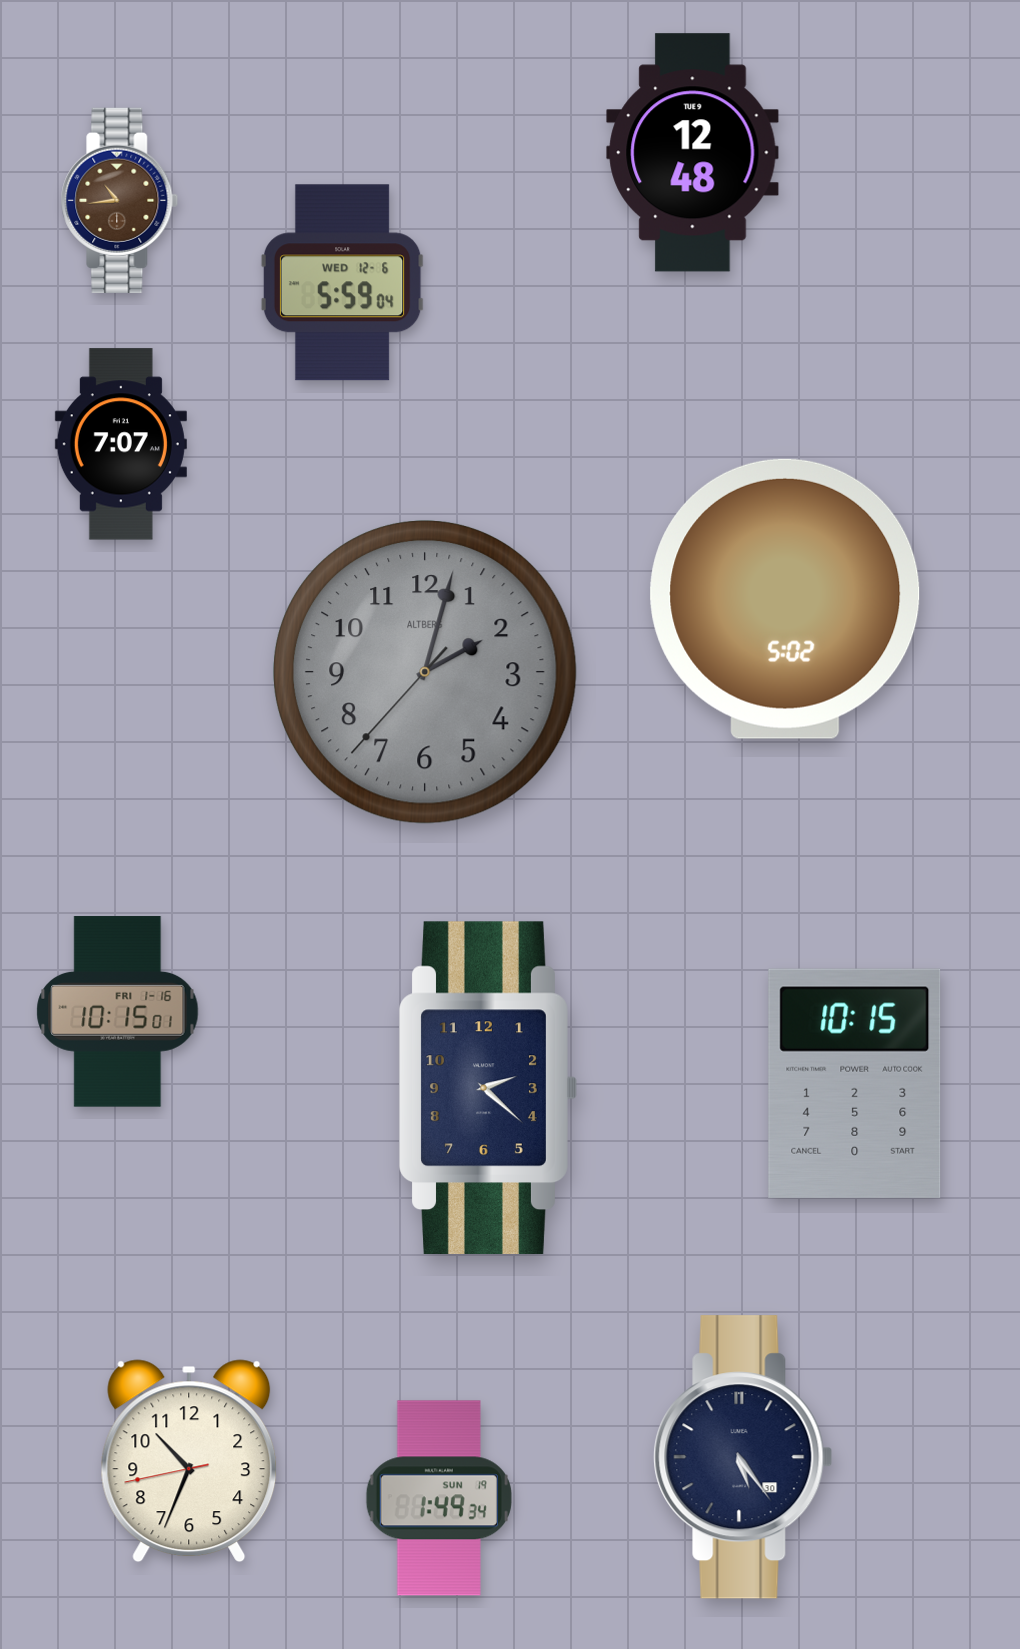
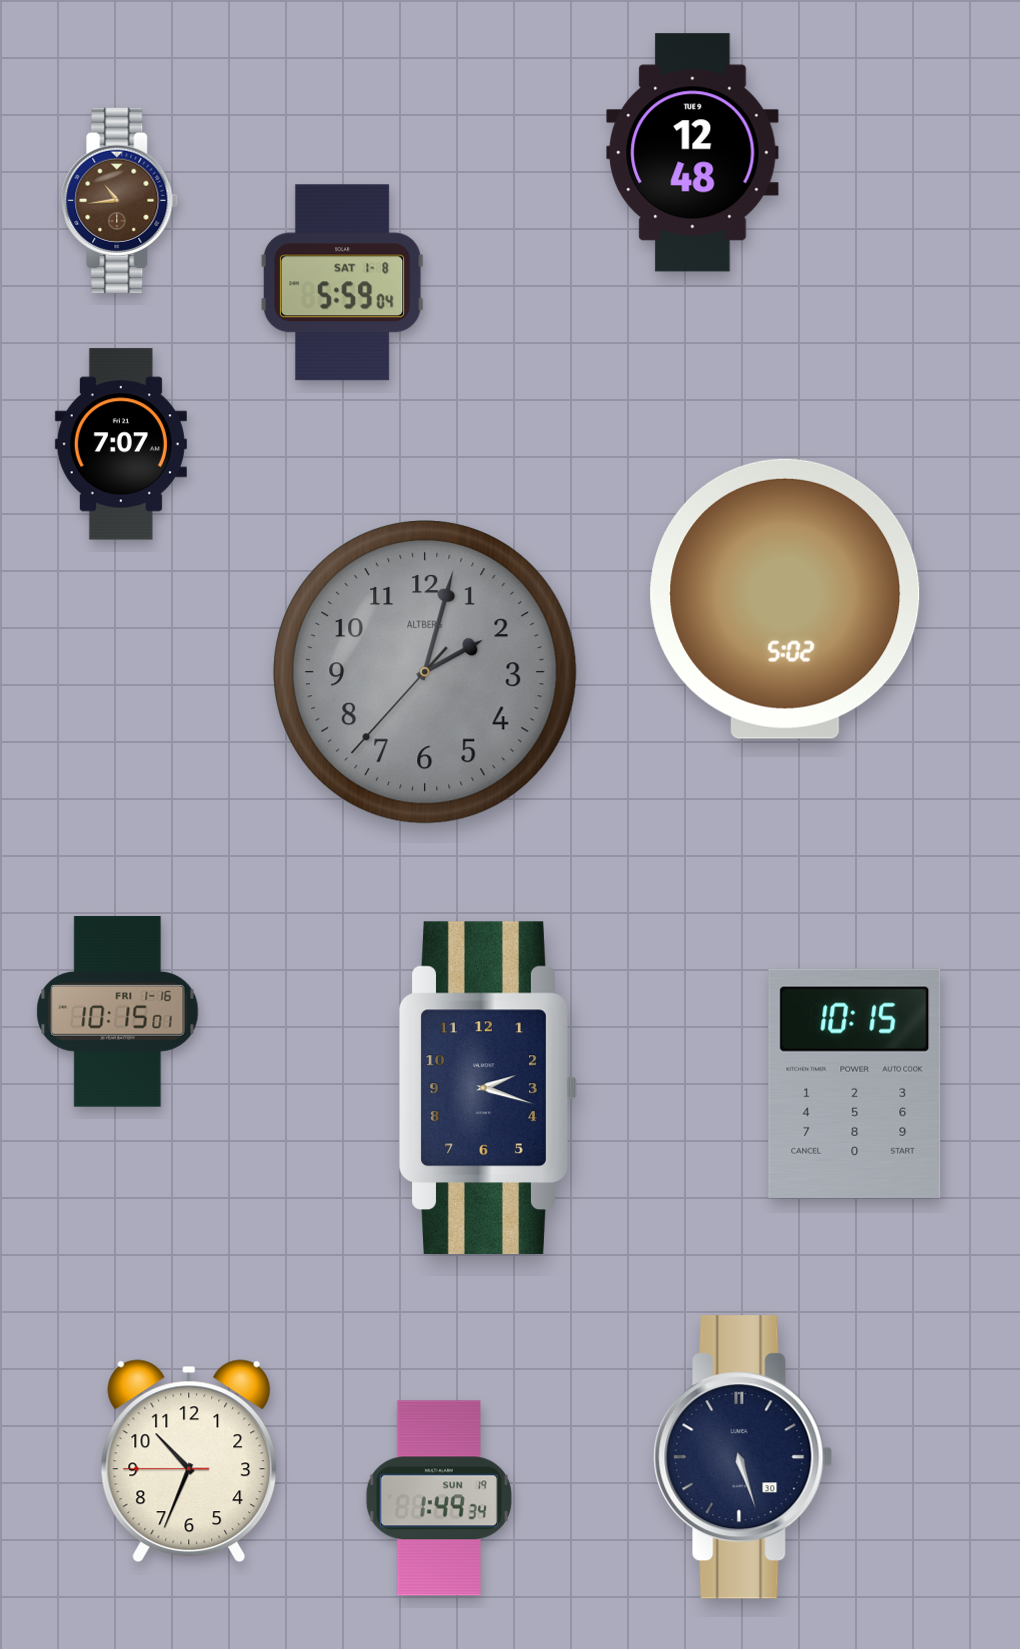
clock at (342, 283) date: WED 12-6 -> SAT 1-8
clock at (488, 1087): 2:22 -> 2:18
clock at (743, 1457): 5:24 -> 5:27
clock at (189, 1461): 10:33:43 -> 10:33:45
